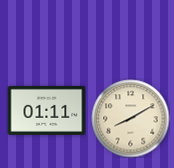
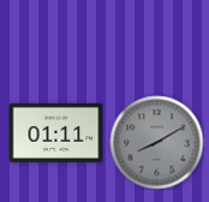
clock at (130, 118) dial: cream -> grey
